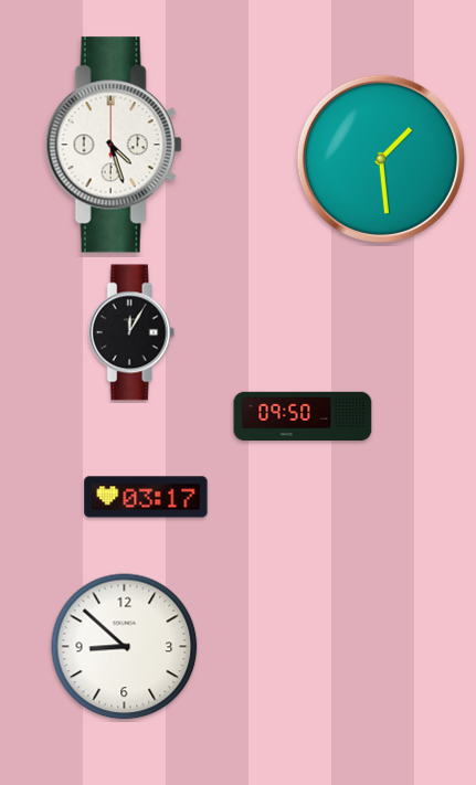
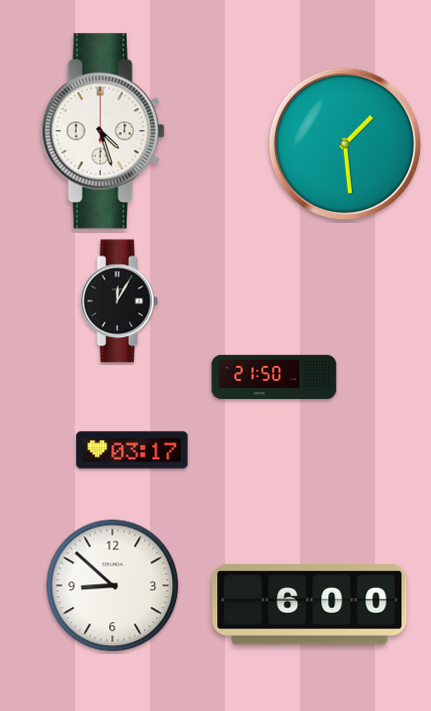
clock at (303, 415): 09:50 -> 21:50
clock at (310, 605): none -> 6:00
